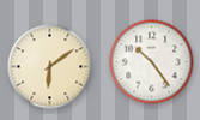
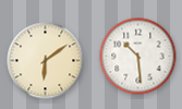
clock at (152, 62): 10:24 -> 10:29
